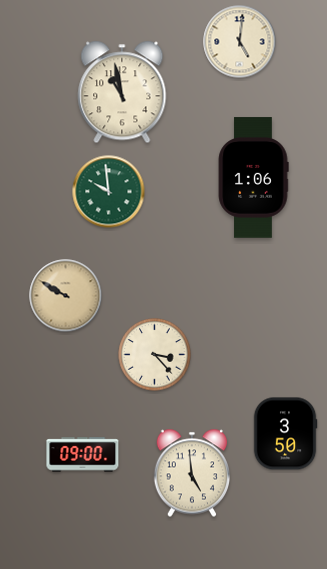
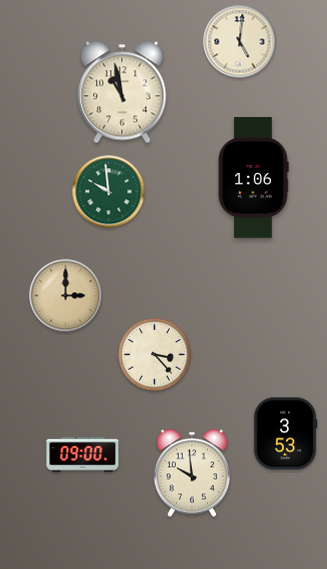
clock at (66, 296): 9:50 -> 3:00
clock at (285, 434): 3:50 -> 3:53
clock at (192, 473): 4:59 -> 9:59
